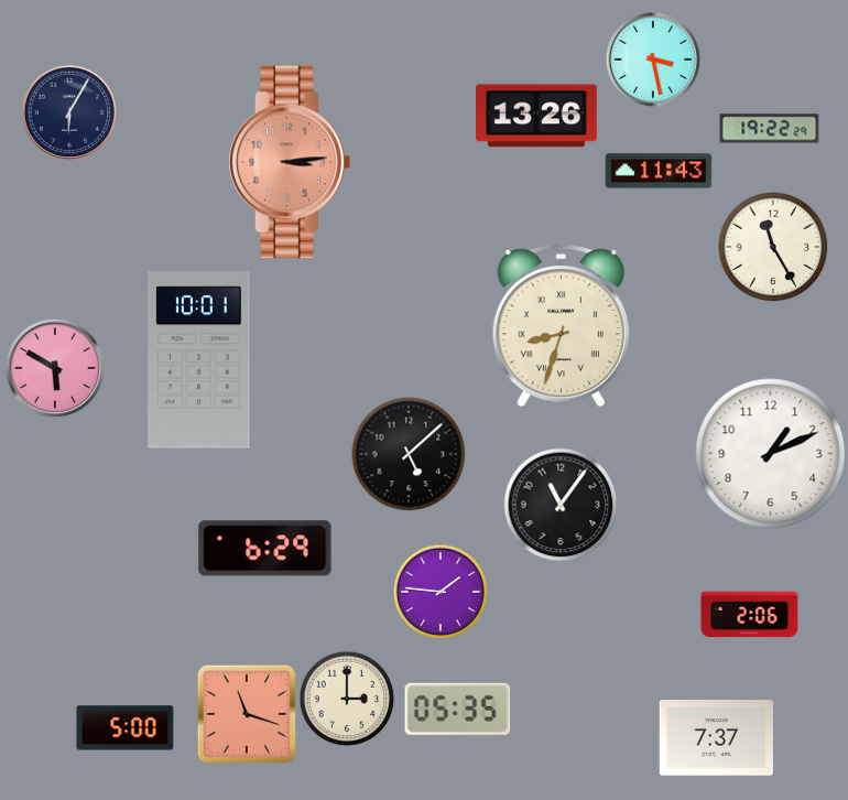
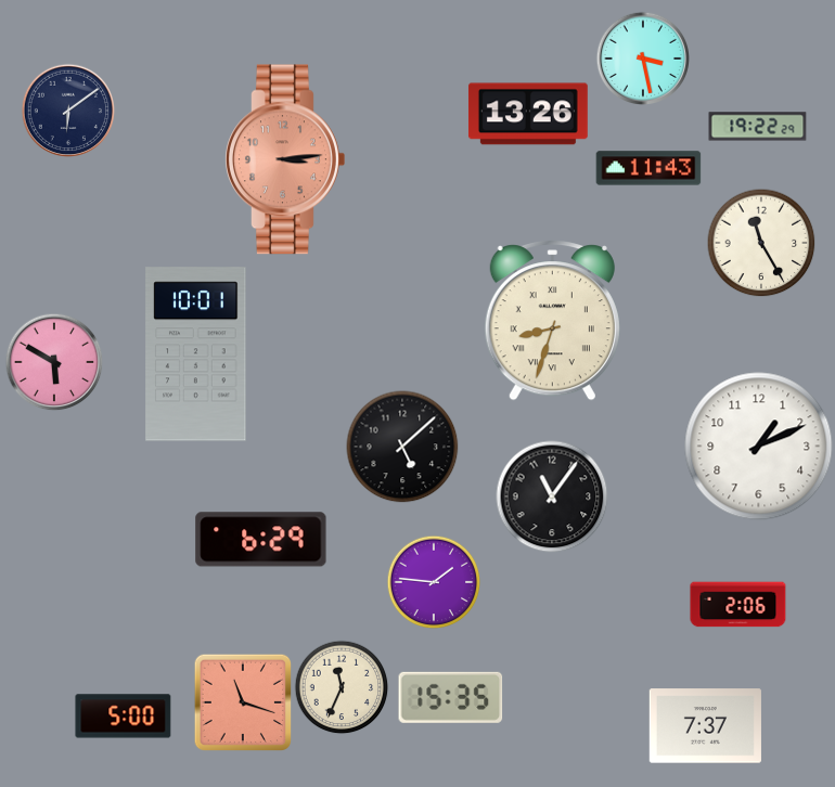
clock at (68, 111): 6:05 -> 6:09
clock at (347, 699): 3:00 -> 11:34
clock at (458, 709): 05:35 -> 15:35
